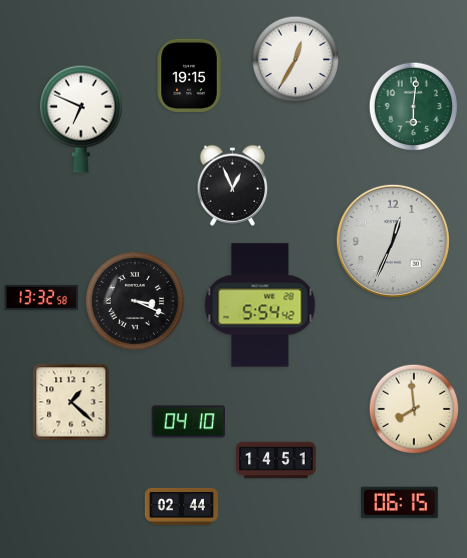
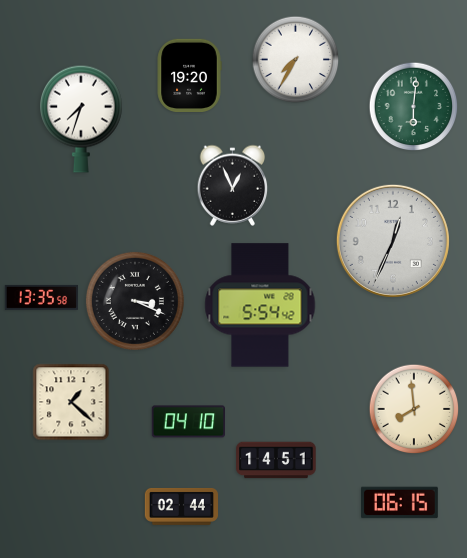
clock at (296, 60): 12:35 -> 7:35
clock at (189, 75): 19:15 -> 19:20
clock at (82, 119): 6:49 -> 7:33
clock at (41, 297): 13:32 -> 13:35
